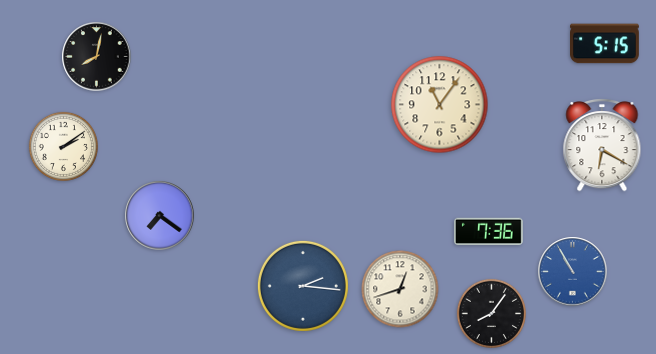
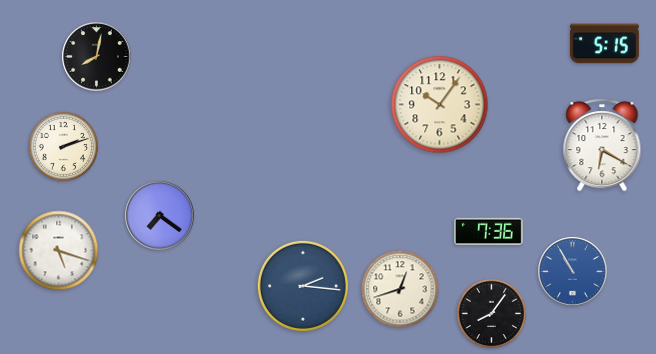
clock at (440, 105): 11:06 -> 10:06
clock at (63, 146): 2:09 -> 2:12
clock at (59, 251): none -> 5:18
